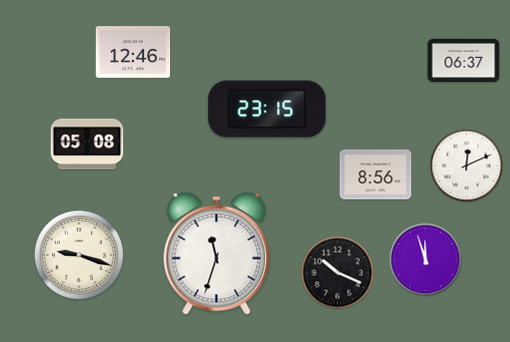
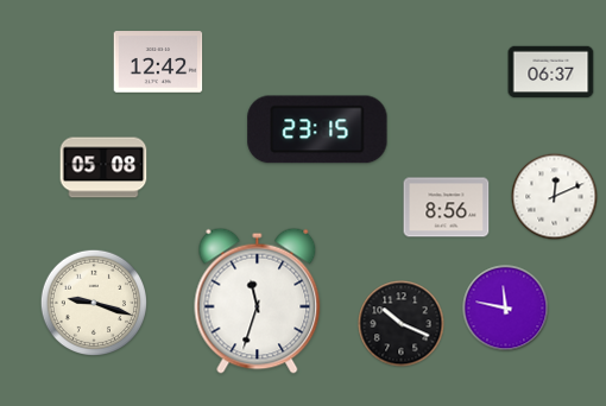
clock at (133, 52): 12:46 -> 12:42
clock at (87, 144) position: (87, 144) -> (103, 167)
clock at (426, 260): 11:57 -> 11:47
